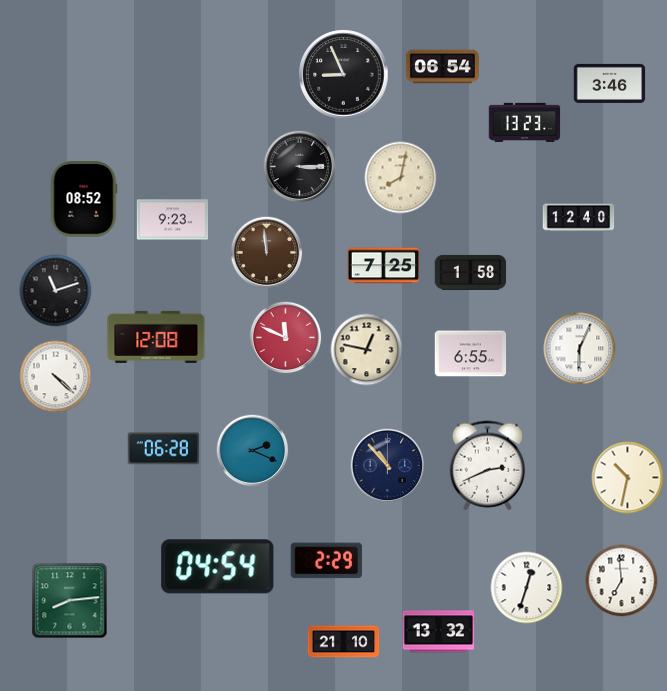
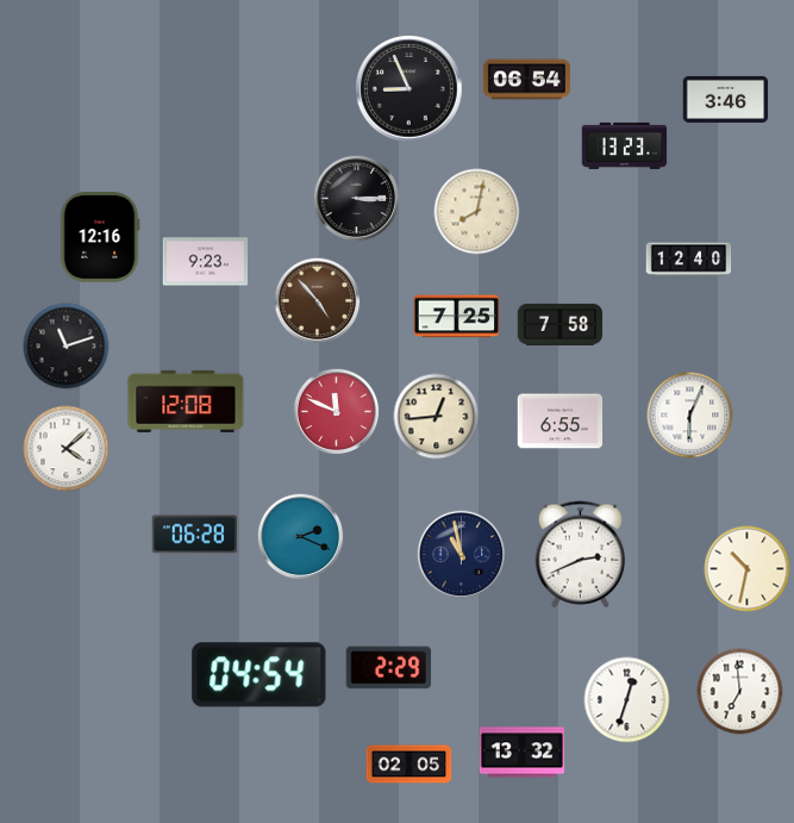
clock at (84, 199): 08:52 -> 12:16
clock at (267, 253): 11:59 -> 4:53
clock at (471, 272): 1:58 -> 7:58
clock at (286, 338) position: (286, 338) -> (337, 412)
clock at (367, 350): 12:47 -> 12:44
clock at (56, 377): 4:22 -> 4:08
clock at (388, 466): 10:53 -> 10:58
clock at (70, 601): 8:14 -> none
clock at (344, 642): 21:10 -> 02:05
